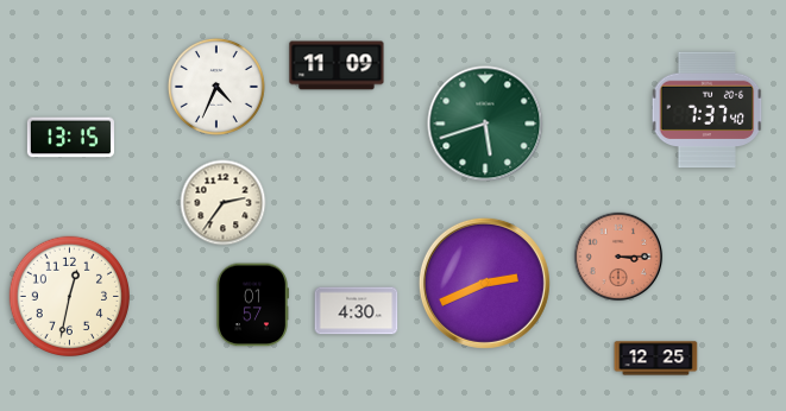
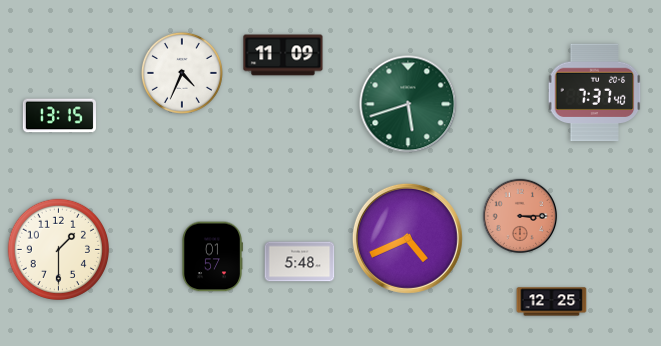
clock at (224, 203): 2:36 -> none
clock at (484, 283): 2:41 -> 4:41
clock at (69, 296): 12:32 -> 1:30
clock at (357, 311): 4:30 -> 5:48
